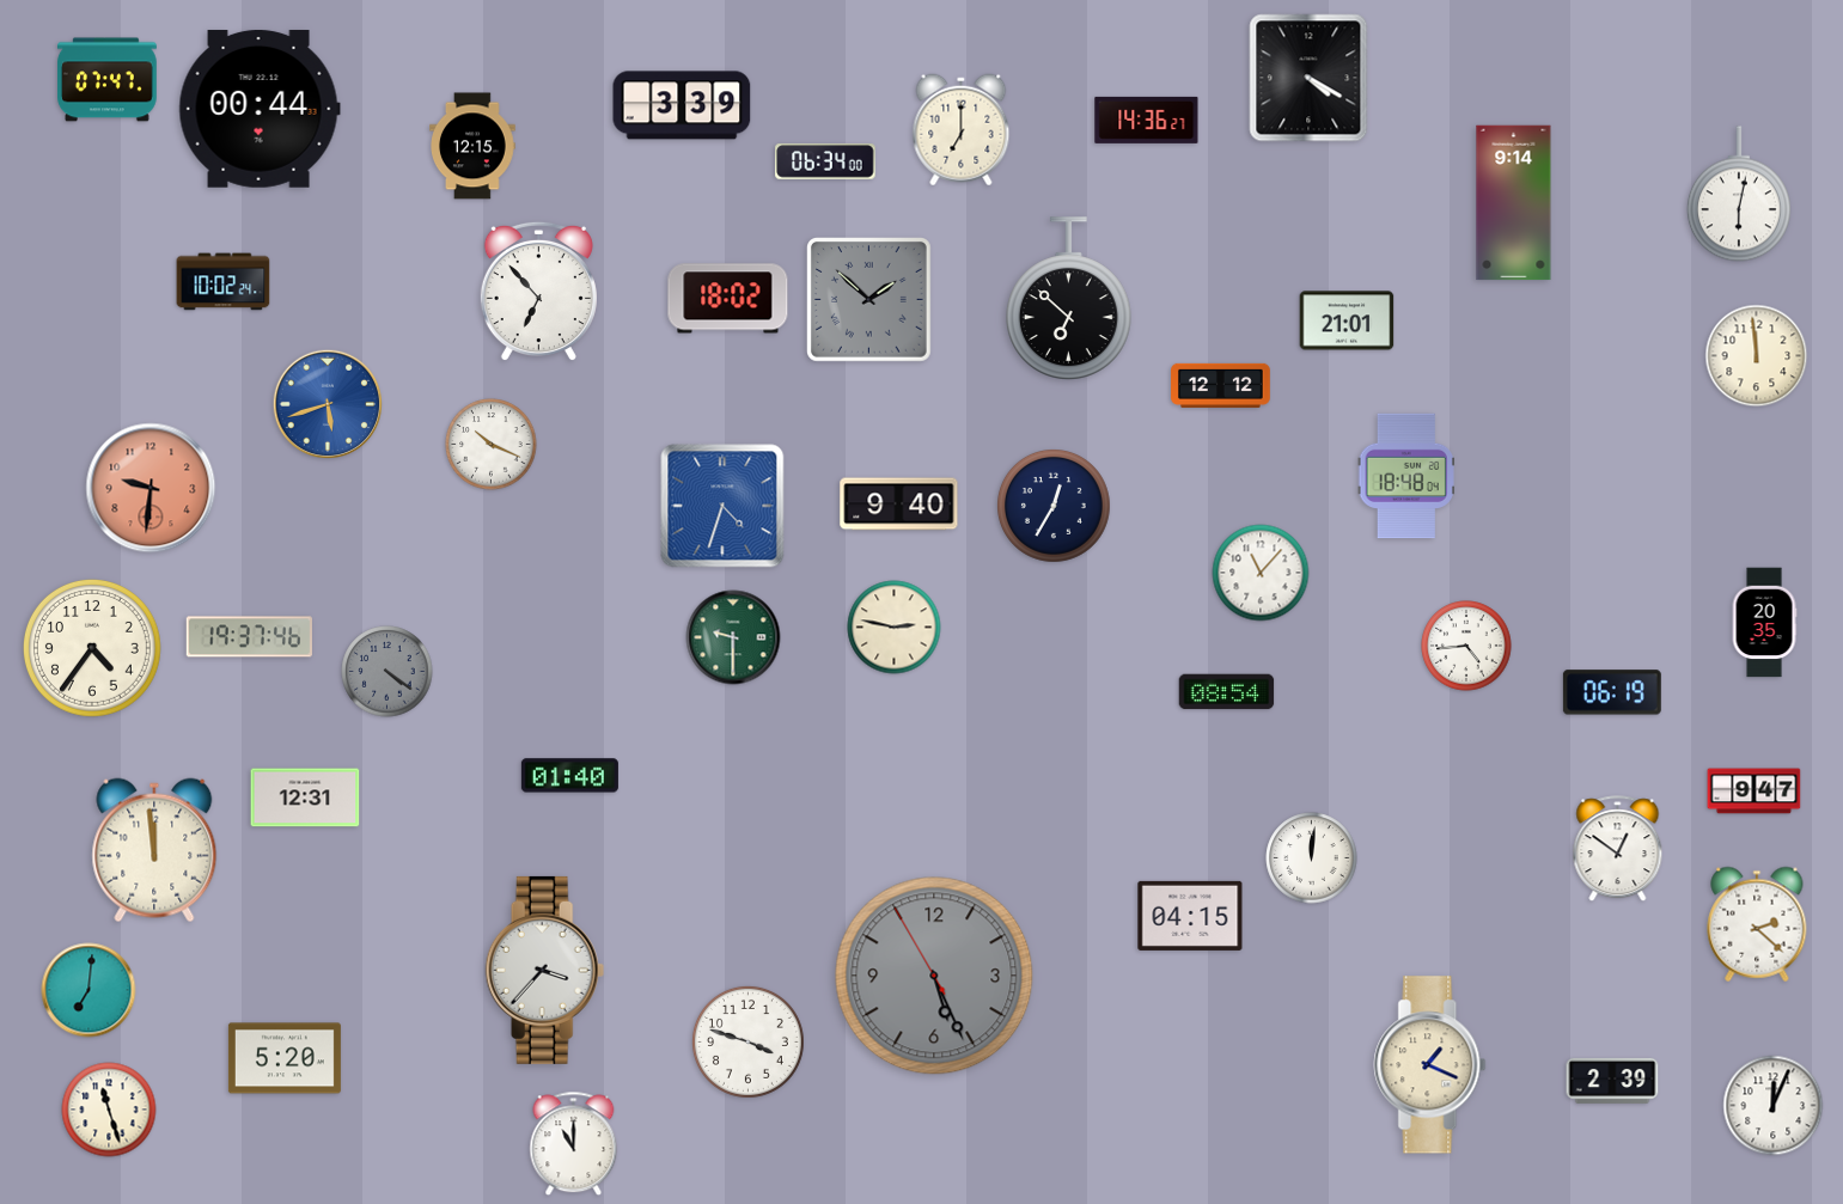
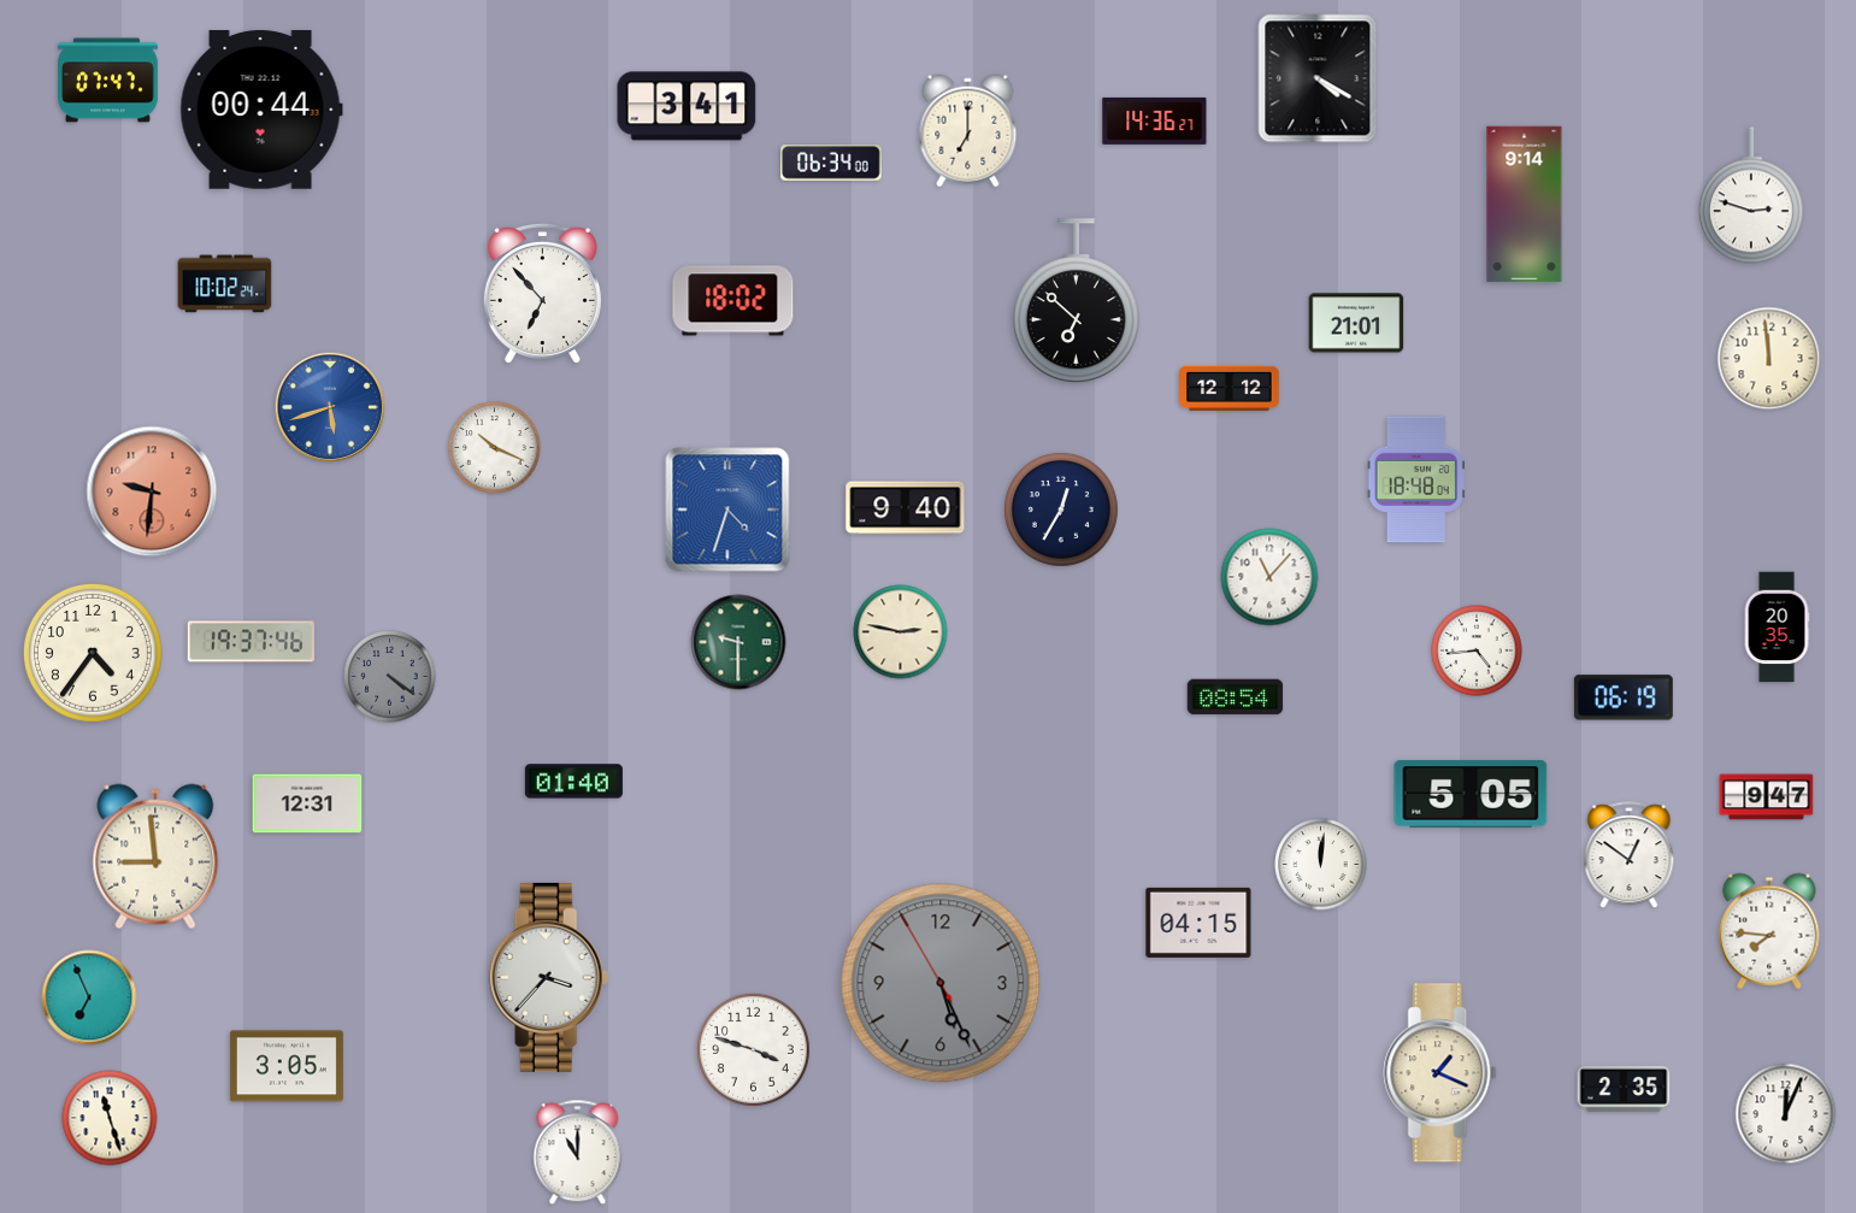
clock at (682, 105): 3:39 -> 3:41
clock at (474, 146): 12:15 -> none
clock at (1739, 194): 6:02 -> 2:48
clock at (869, 300): 1:52 -> none
clock at (1471, 794): none -> 5:05
clock at (154, 850): 11:59 -> 8:59
clock at (1757, 924): 2:22 -> 7:46
clock at (89, 990): 7:01 -> 6:56
clock at (285, 1058): 5:20 -> 3:05
clock at (1612, 1081): 2:39 -> 2:35
